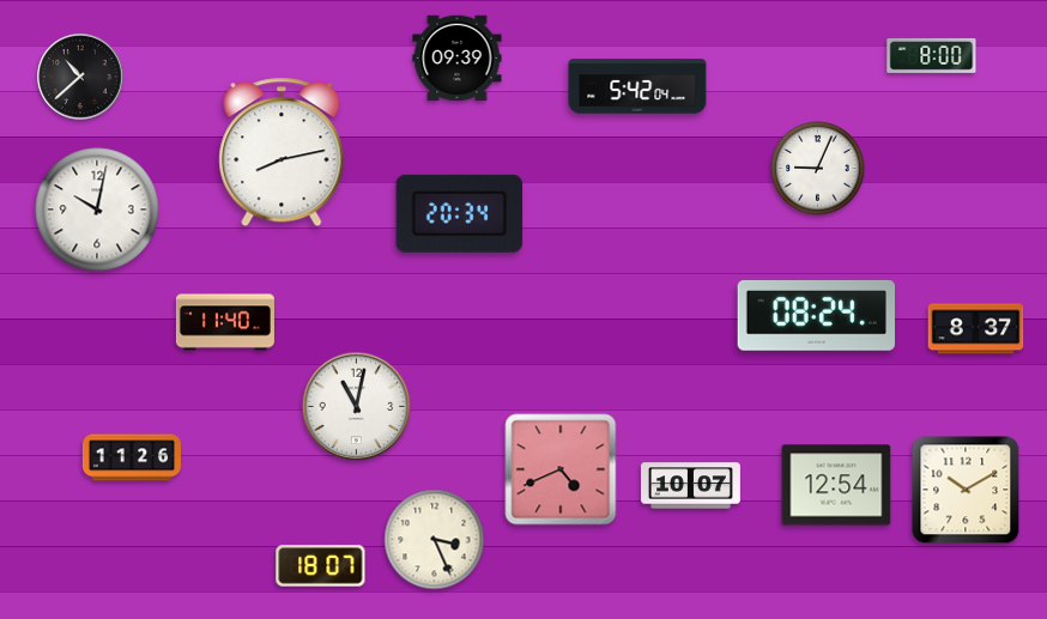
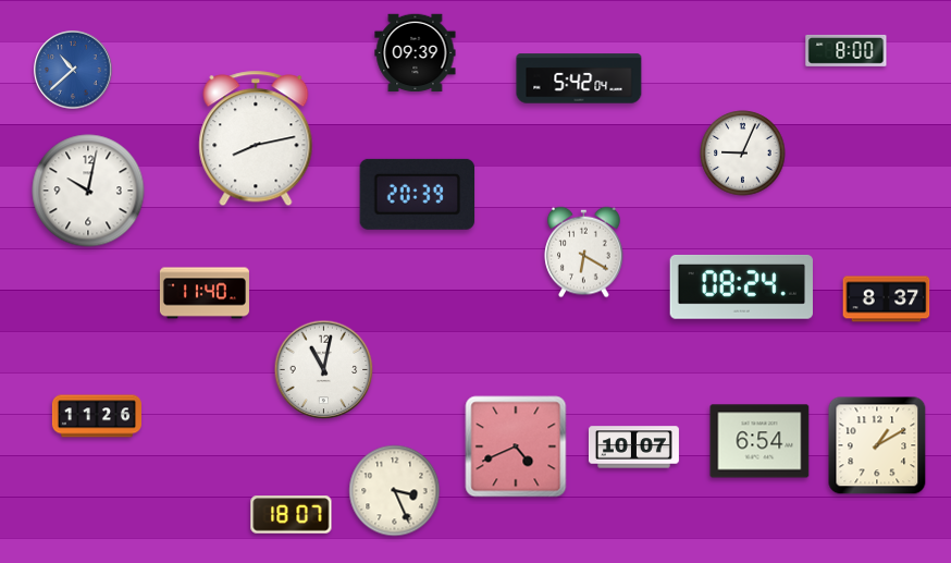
clock at (80, 77) dial: black -> blue
clock at (460, 213): 20:34 -> 20:39
clock at (584, 253): none -> 6:20
clock at (132, 457) position: (132, 457) -> (97, 416)
clock at (561, 469) position: (561, 469) -> (516, 446)
clock at (836, 485): 12:54 -> 6:54
clock at (690, 486) position: (690, 486) -> (633, 448)
clock at (966, 490): 10:10 -> 1:10
